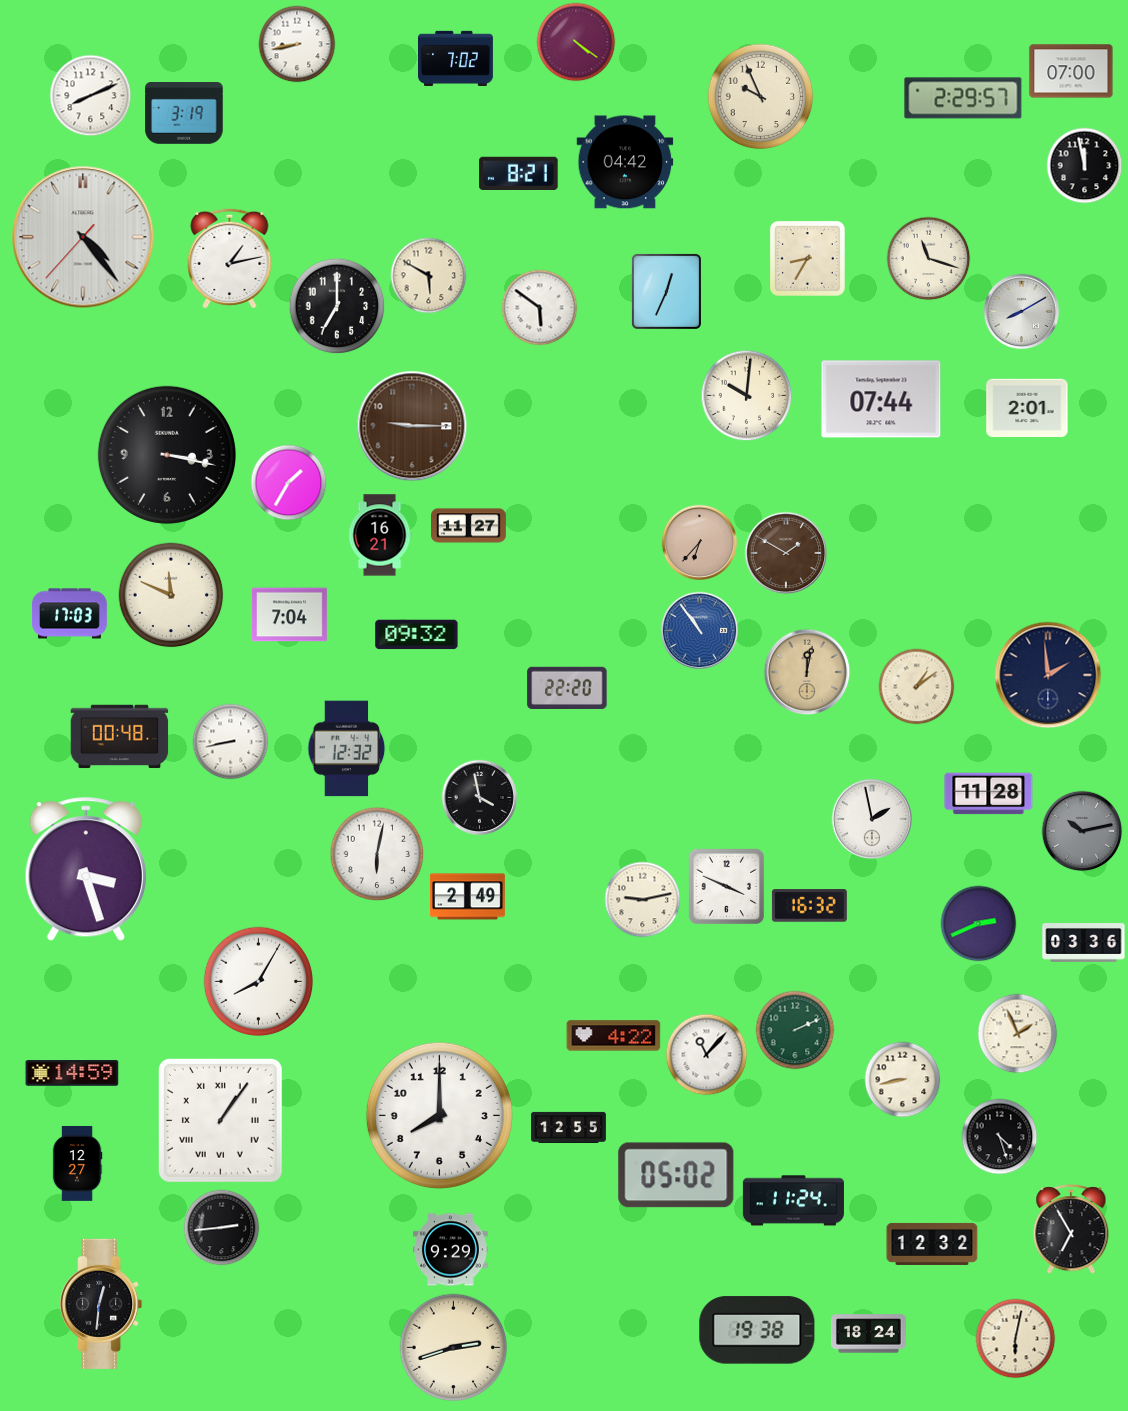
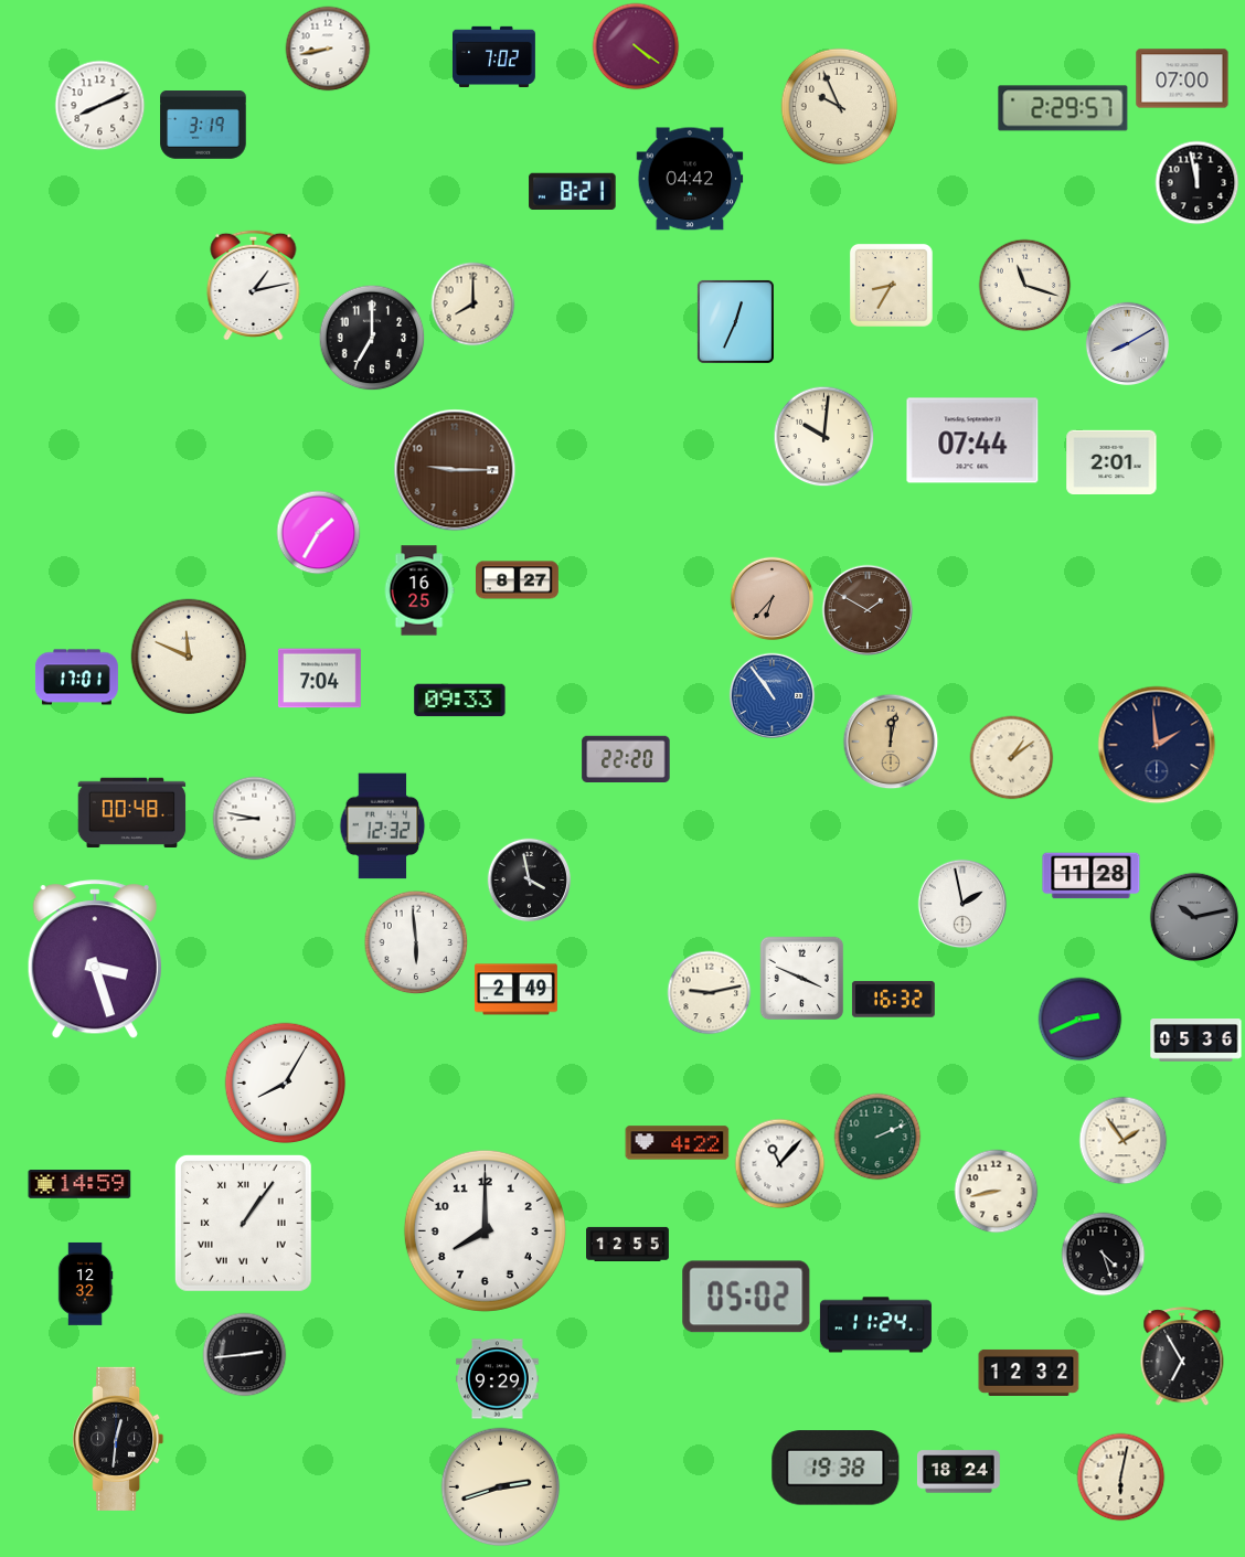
clock at (456, 59) position: (456, 59) -> (494, 57)
clock at (83, 237): 4:23 -> none
clock at (429, 276): 5:50 -> 8:00
clock at (540, 308): 5:51 -> none
clock at (1027, 407) position: (1027, 407) -> (1111, 461)
clock at (167, 455): 3:17 -> none
clock at (469, 526): 11:27 -> 8:27
clock at (380, 535): 16:21 -> 16:25
clock at (69, 614): 17:03 -> 17:01
clock at (417, 635): 09:32 -> 09:33
clock at (231, 742): 8:43 -> 8:47
clock at (377, 854): 6:02 -> 5:59
clock at (1084, 943): 03:36 -> 05:36
clock at (1018, 1034): 1:56 -> 1:54
clock at (220, 1120) position: (220, 1120) -> (243, 1223)
clock at (77, 1163): 12:27 -> 12:32
clock at (101, 1304) position: (101, 1304) -> (118, 1439)
